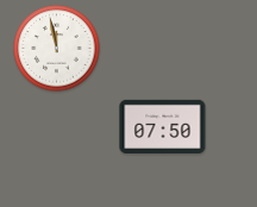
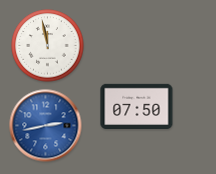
clock at (57, 49) position: (57, 49) -> (48, 46)
clock at (46, 126): none -> 2:43
